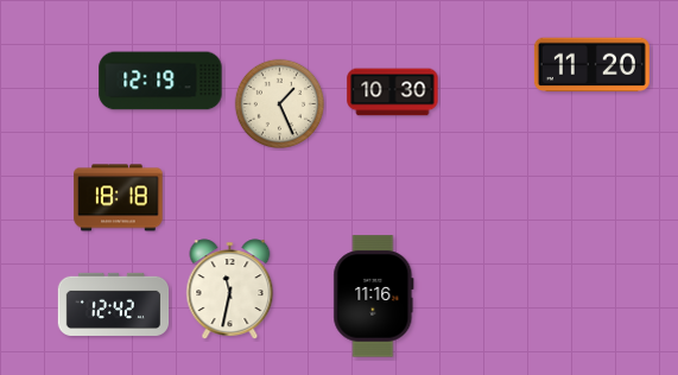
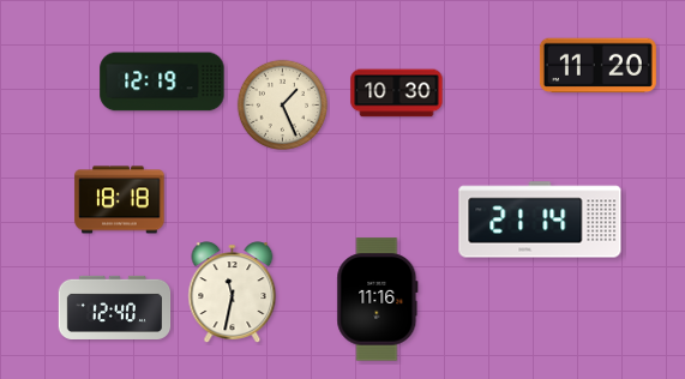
clock at (540, 219): none -> 21:14
clock at (114, 304): 12:42 -> 12:40
